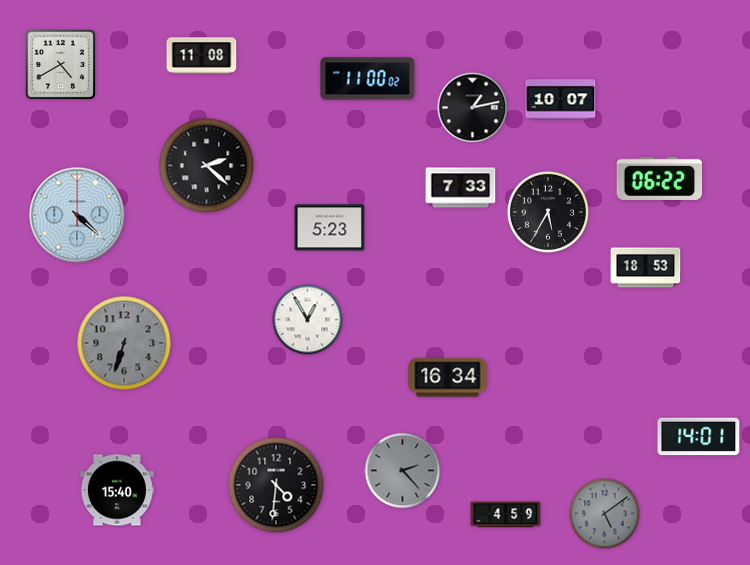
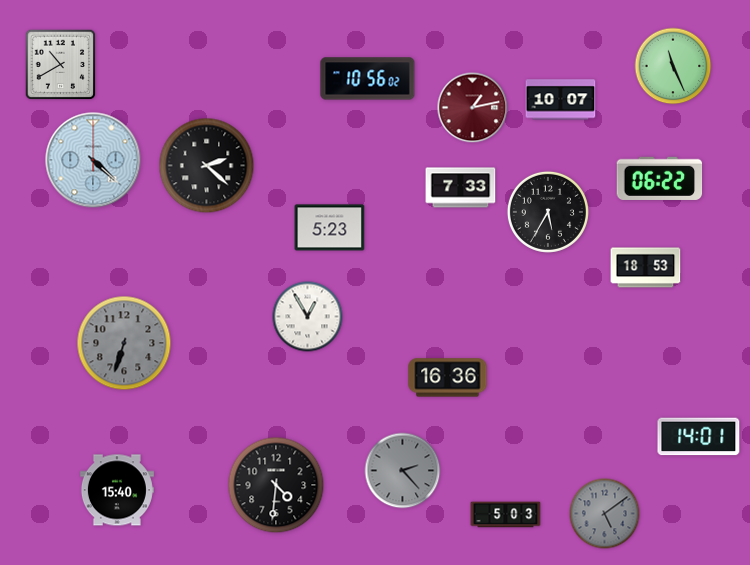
clock at (202, 56): 11:08 -> none
clock at (61, 65): 4:40 -> 10:40
clock at (673, 66): none -> 11:26
clock at (368, 79): 11:00 -> 10:56
clock at (473, 108) dial: black -> burgundy
clock at (77, 215) position: (77, 215) -> (93, 160)
clock at (308, 320) position: (308, 320) -> (308, 317)
clock at (448, 378): 16:34 -> 16:36
clock at (506, 515): 4:59 -> 5:03
